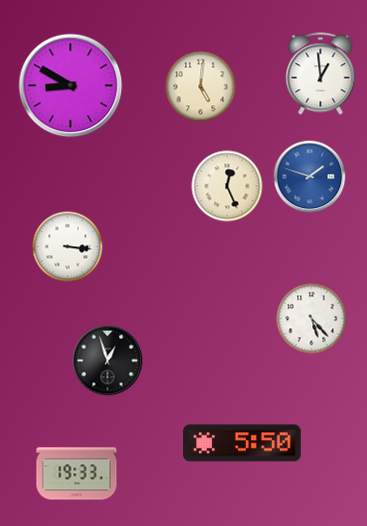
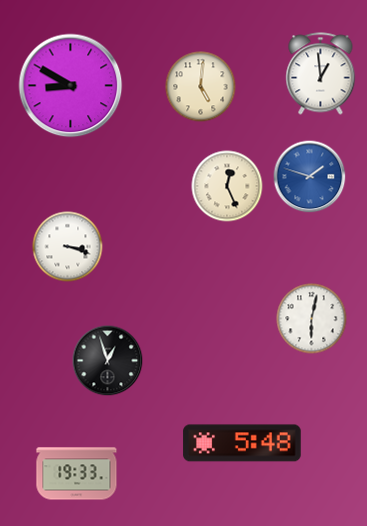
clock at (68, 247): 3:16 -> 3:18
clock at (312, 319): 5:23 -> 6:02
clock at (242, 443): 5:50 -> 5:48
